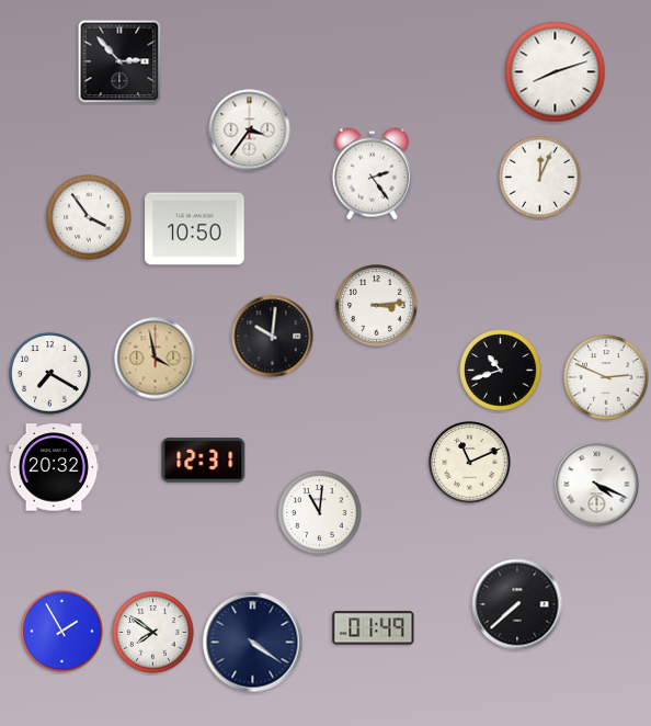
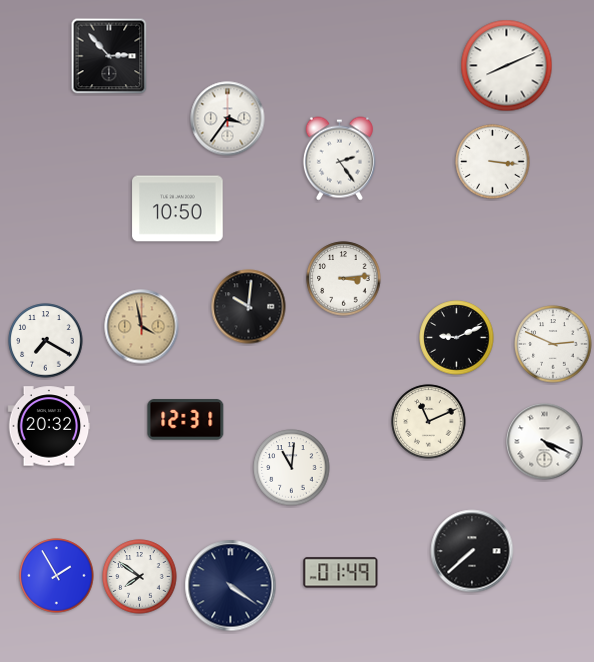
clock at (556, 72): 8:12 -> 8:11
clock at (540, 178): 12:04 -> 3:16
clock at (89, 217): 3:54 -> none
clock at (501, 371): 10:42 -> 9:11
